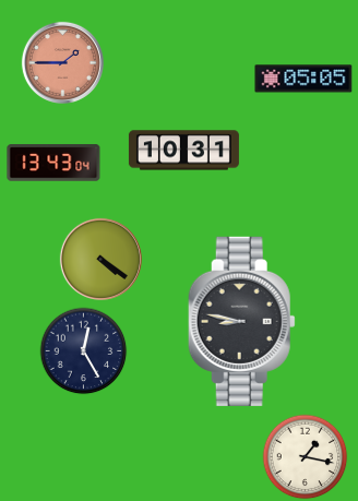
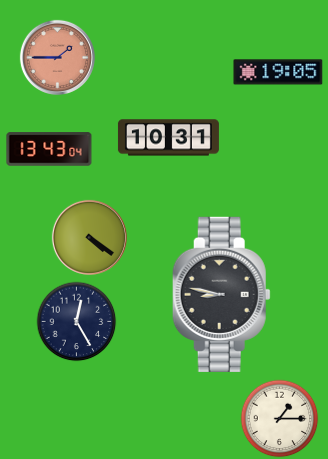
clock at (303, 79): 05:05 -> 19:05
clock at (100, 259) position: (100, 259) -> (89, 237)
clock at (306, 457): 1:17 -> 1:15
